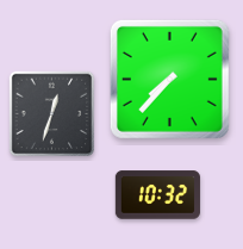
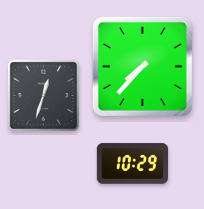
clock at (157, 195): 10:32 -> 10:29
